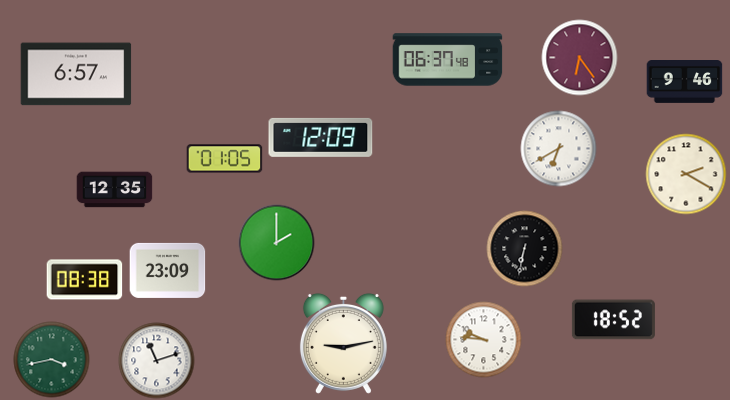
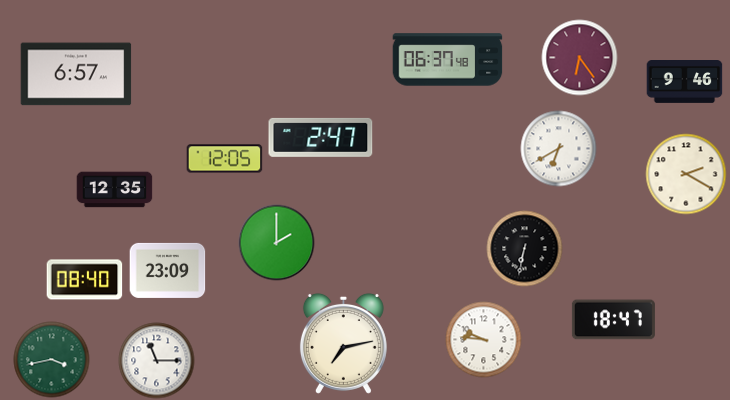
clock at (321, 137): 12:09 -> 2:47
clock at (225, 159): 01:05 -> 12:05
clock at (85, 280): 08:38 -> 08:40
clock at (613, 320): 18:52 -> 18:47
clock at (343, 343): 9:13 -> 7:13
clock at (157, 361): 11:12 -> 11:15
